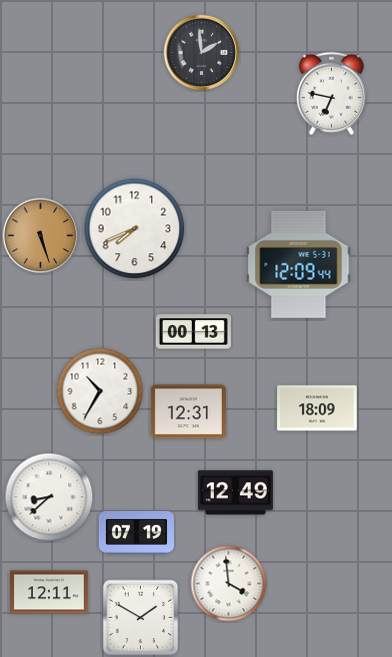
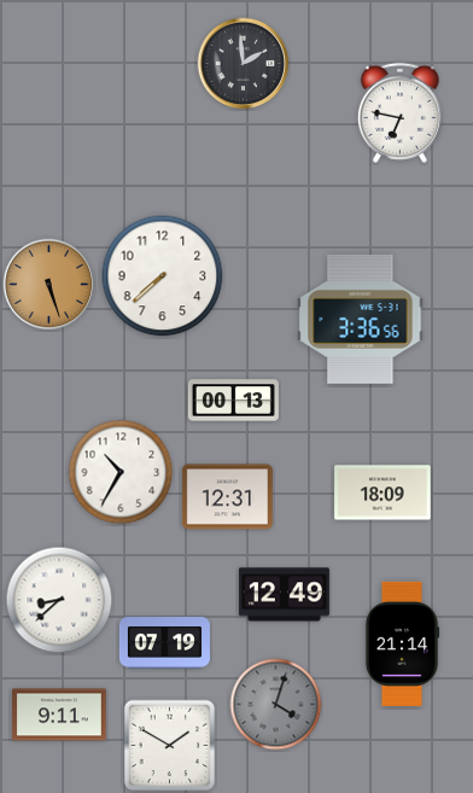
clock at (135, 229): 7:41 -> 7:38
clock at (299, 264): 12:09 -> 3:36
clock at (402, 643): none -> 21:14
clock at (229, 584): 3:59 -> 4:03
clock at (229, 584) dial: white -> grey
clock at (50, 592): 12:11 -> 9:11
